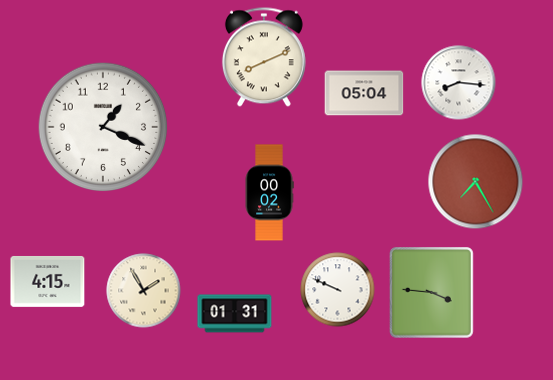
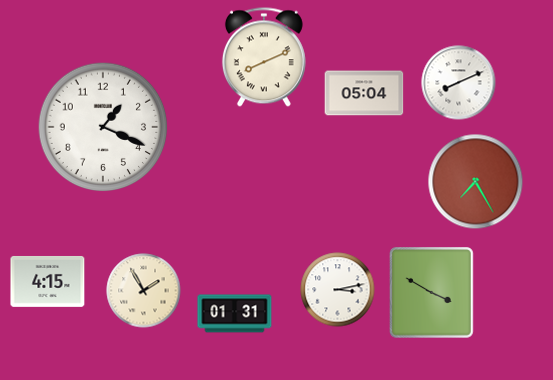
clock at (459, 83): 8:16 -> 8:11
clock at (269, 193): 00:02 -> none
clock at (338, 290): 9:49 -> 3:13
clock at (432, 293): 3:46 -> 3:50
